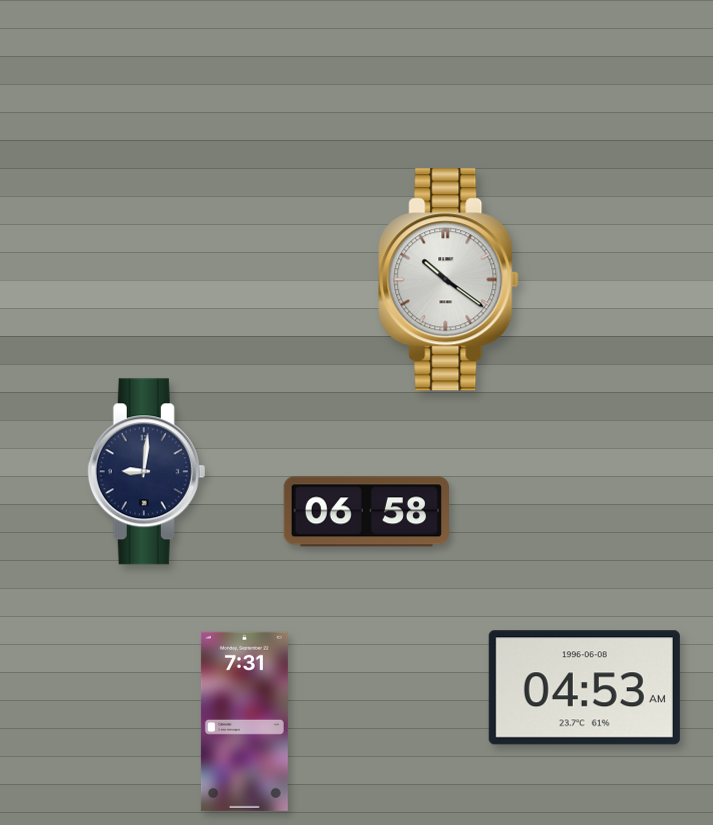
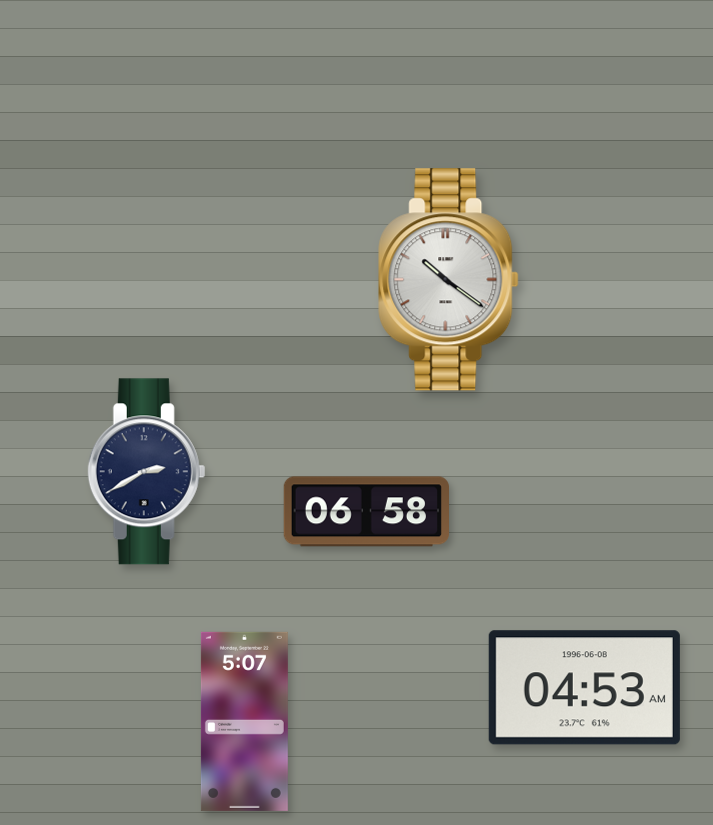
clock at (147, 472): 9:01 -> 2:40
clock at (244, 721): 7:31 -> 5:07
